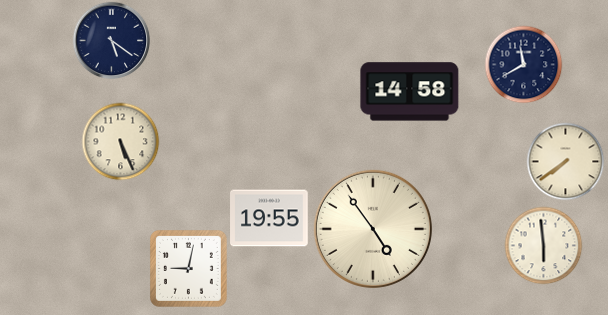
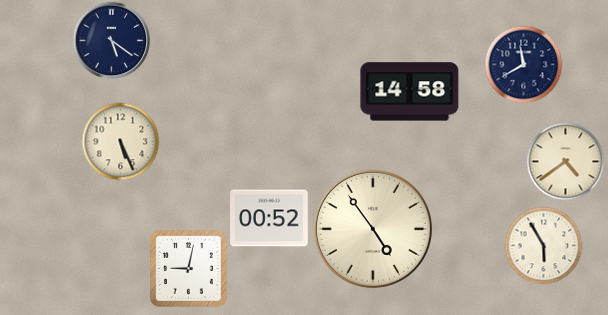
clock at (565, 161): 7:39 -> 4:39
clock at (269, 218): 19:55 -> 00:52
clock at (543, 245): 5:59 -> 5:55
